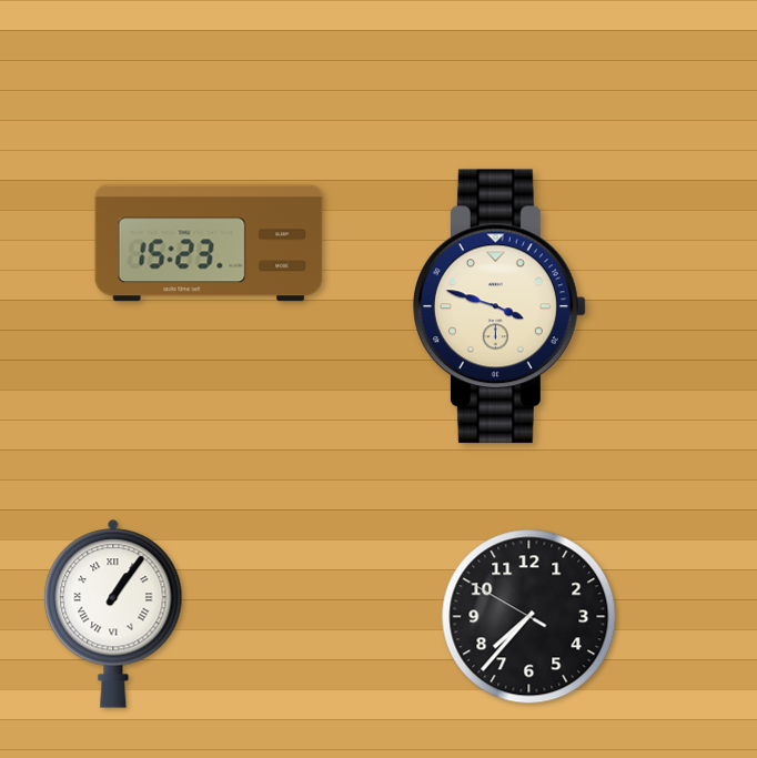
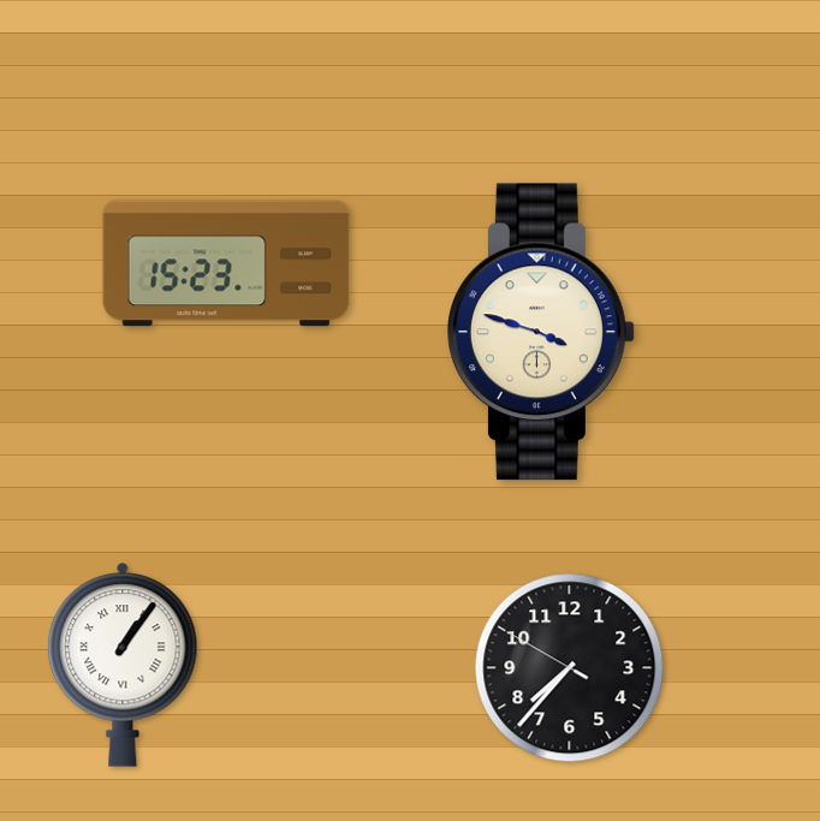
clock at (529, 617) position: (529, 617) -> (570, 668)
